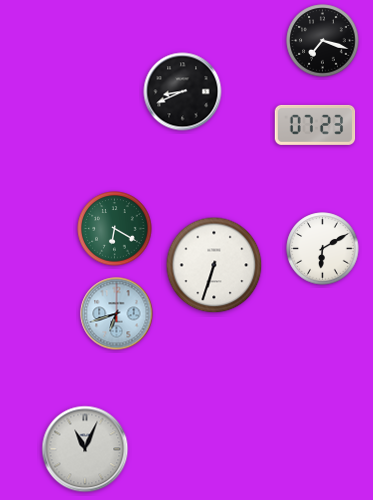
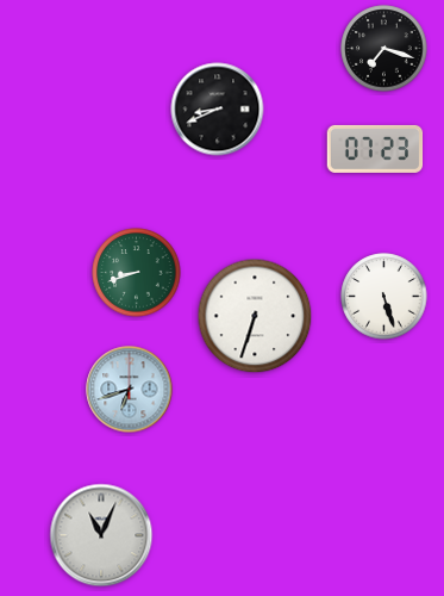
clock at (115, 229): 6:20 -> 8:42
clock at (323, 249): 6:10 -> 5:27
clock at (117, 314) position: (117, 314) -> (130, 390)
